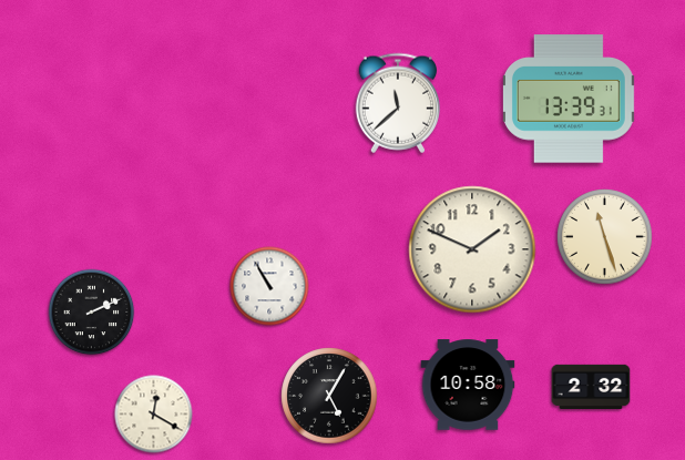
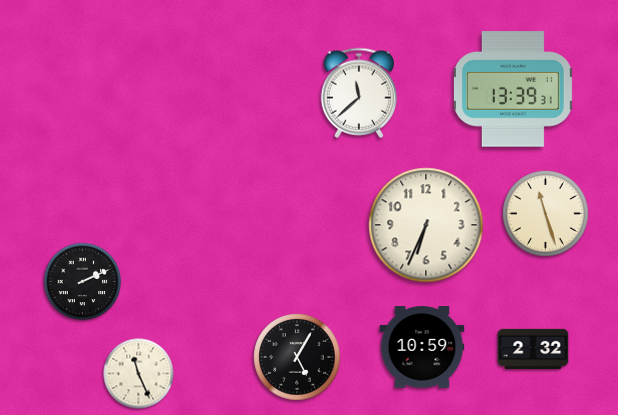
clock at (472, 249): 1:49 -> 6:34
clock at (269, 286): 10:55 -> none
clock at (468, 385): 10:58 -> 10:59
clock at (154, 415): 12:20 -> 11:26
